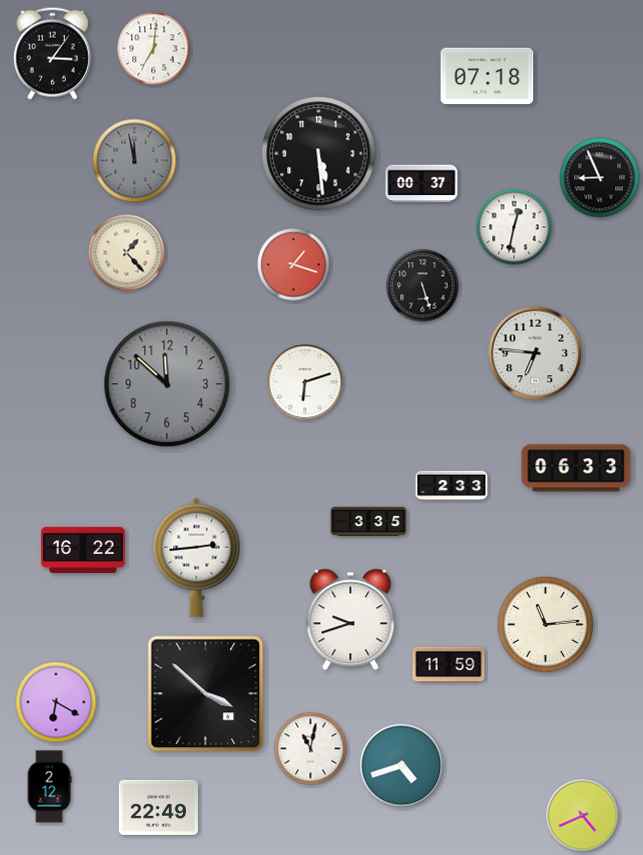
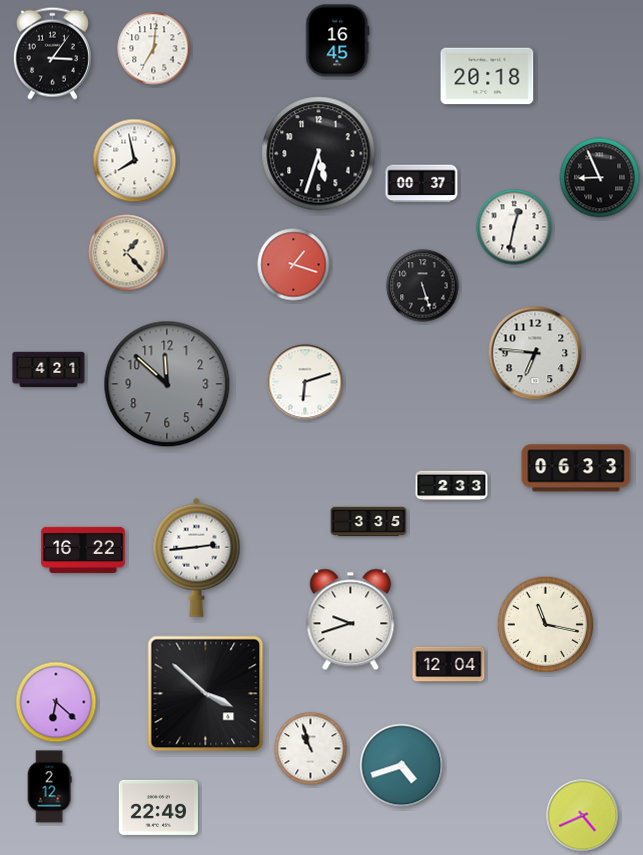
clock at (338, 41): none -> 16:45
clock at (487, 76): 07:18 -> 20:18
clock at (319, 154): 5:29 -> 5:33
clock at (135, 161): 11:58 -> 7:58
clock at (135, 161) dial: grey -> white
clock at (49, 370): none -> 4:21
clock at (546, 625): 11:14 -> 11:17
clock at (449, 665): 11:59 -> 12:04
clock at (56, 702): 6:20 -> 6:22
clock at (311, 749): 11:02 -> 10:57
